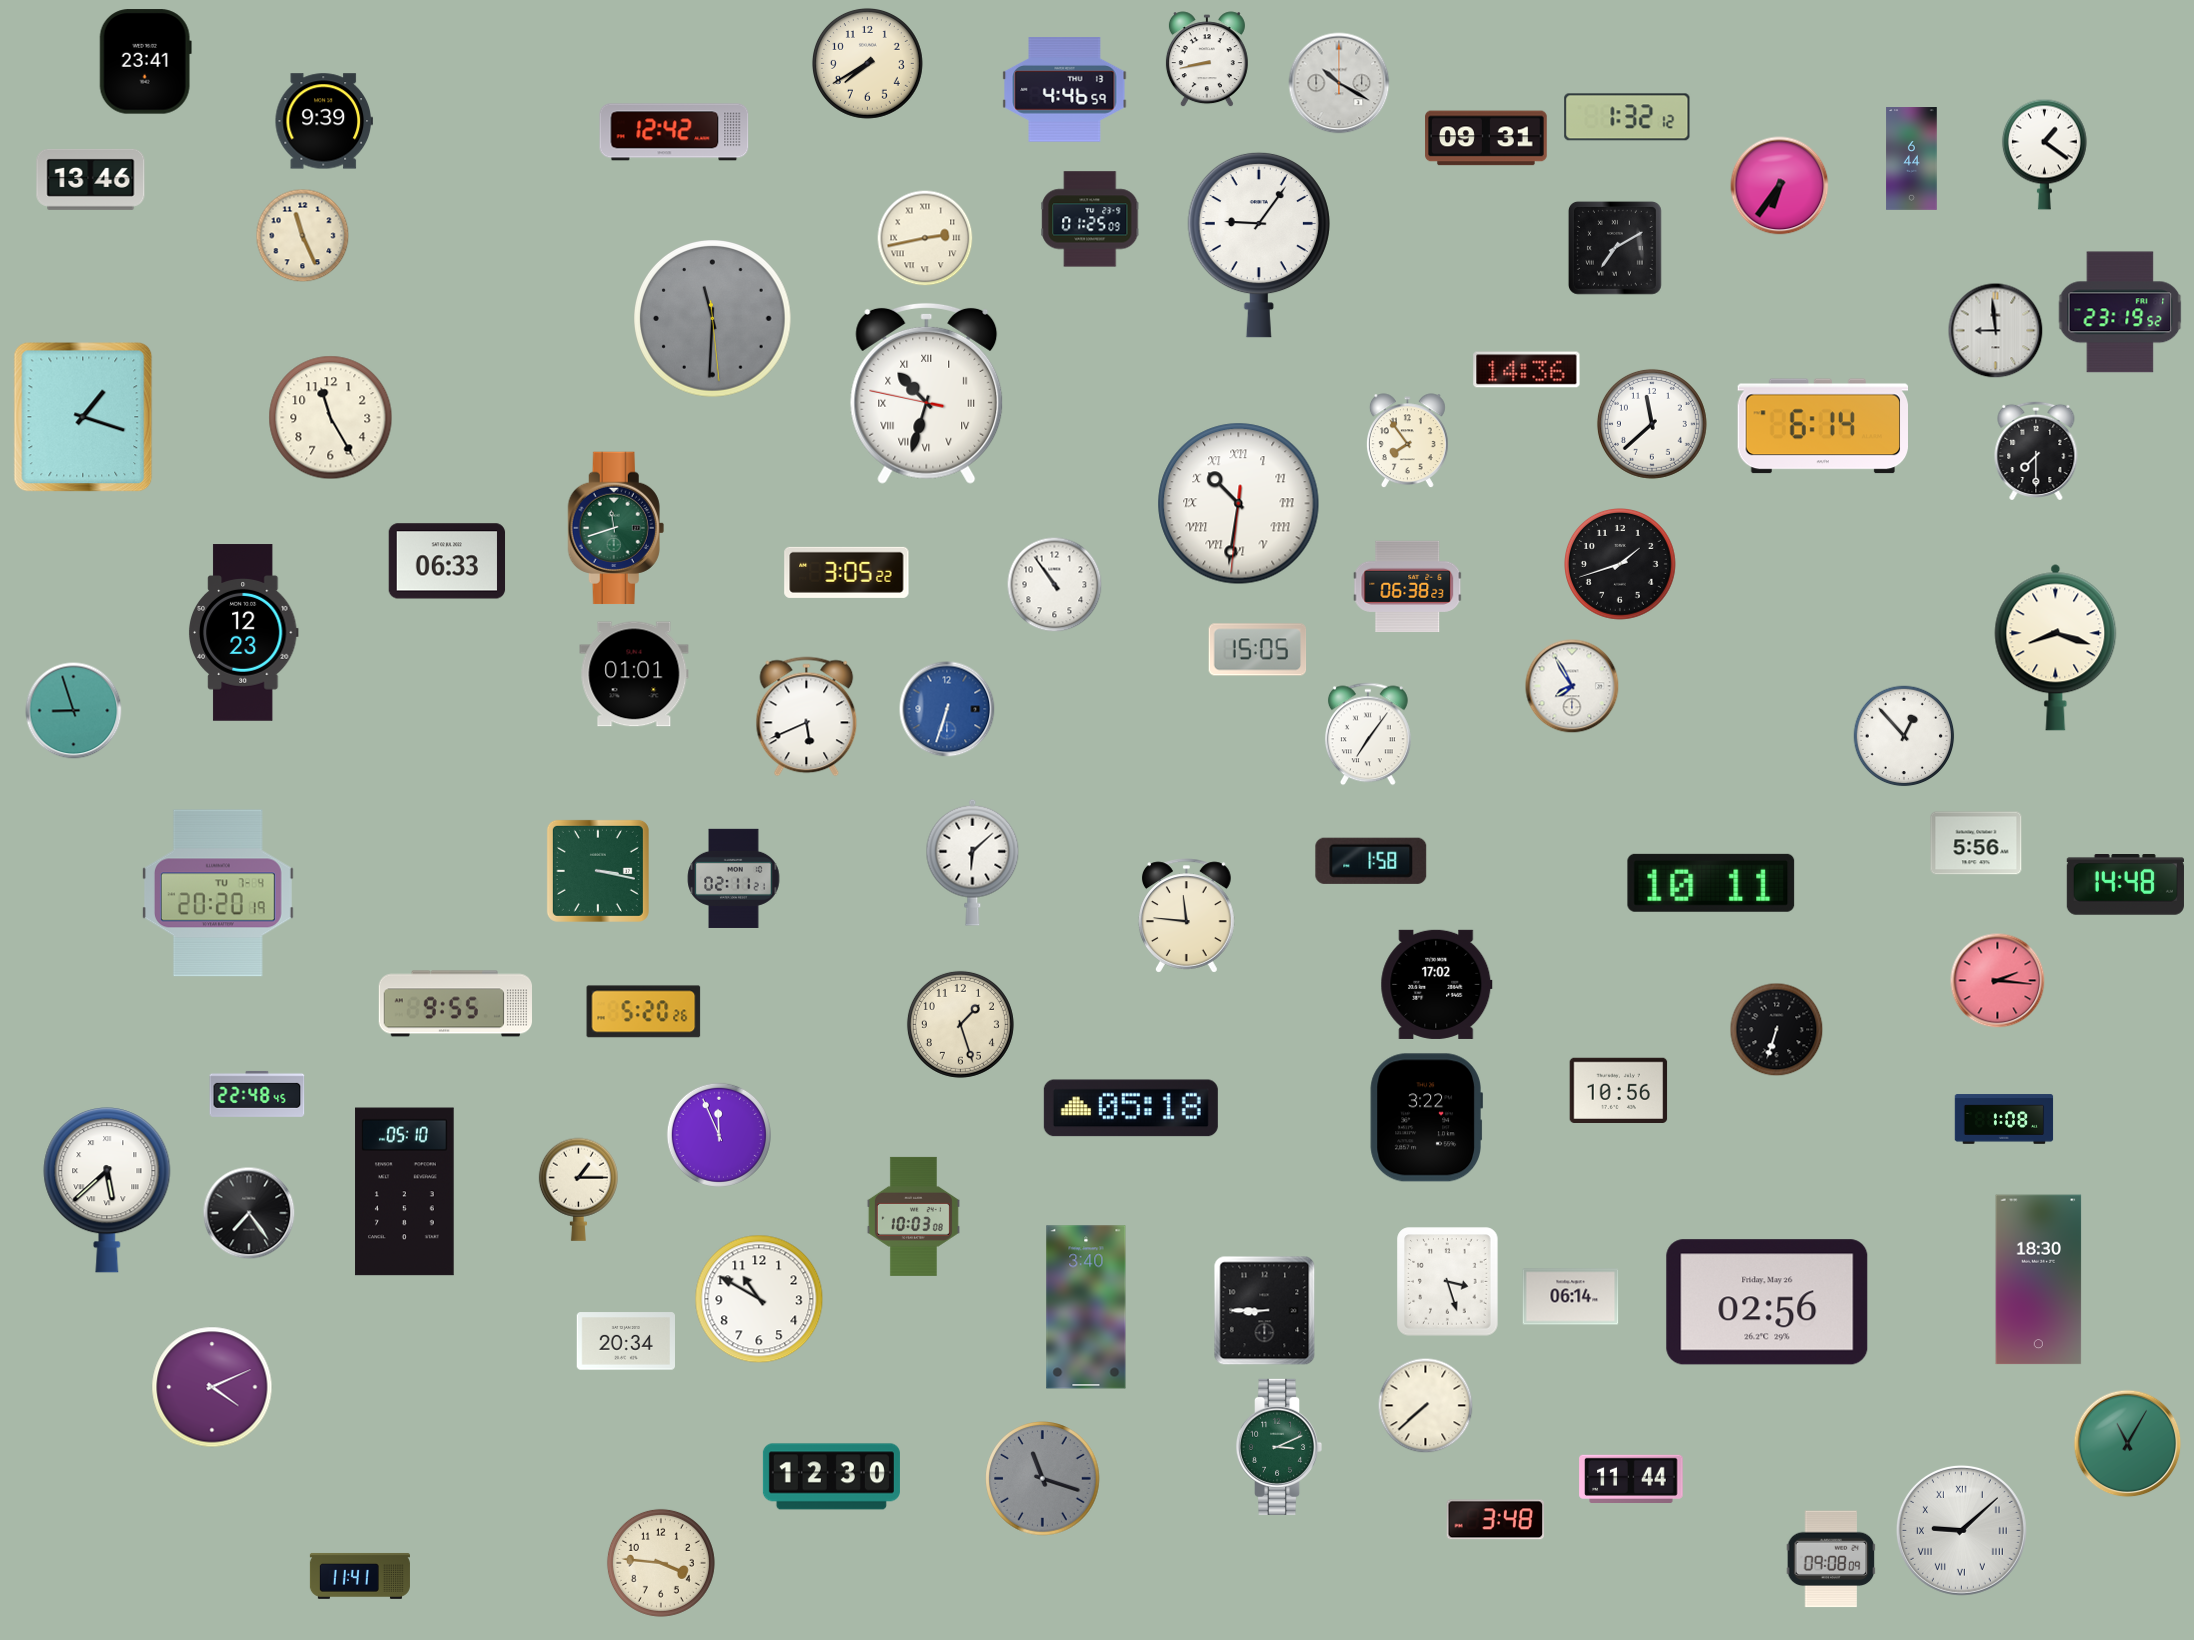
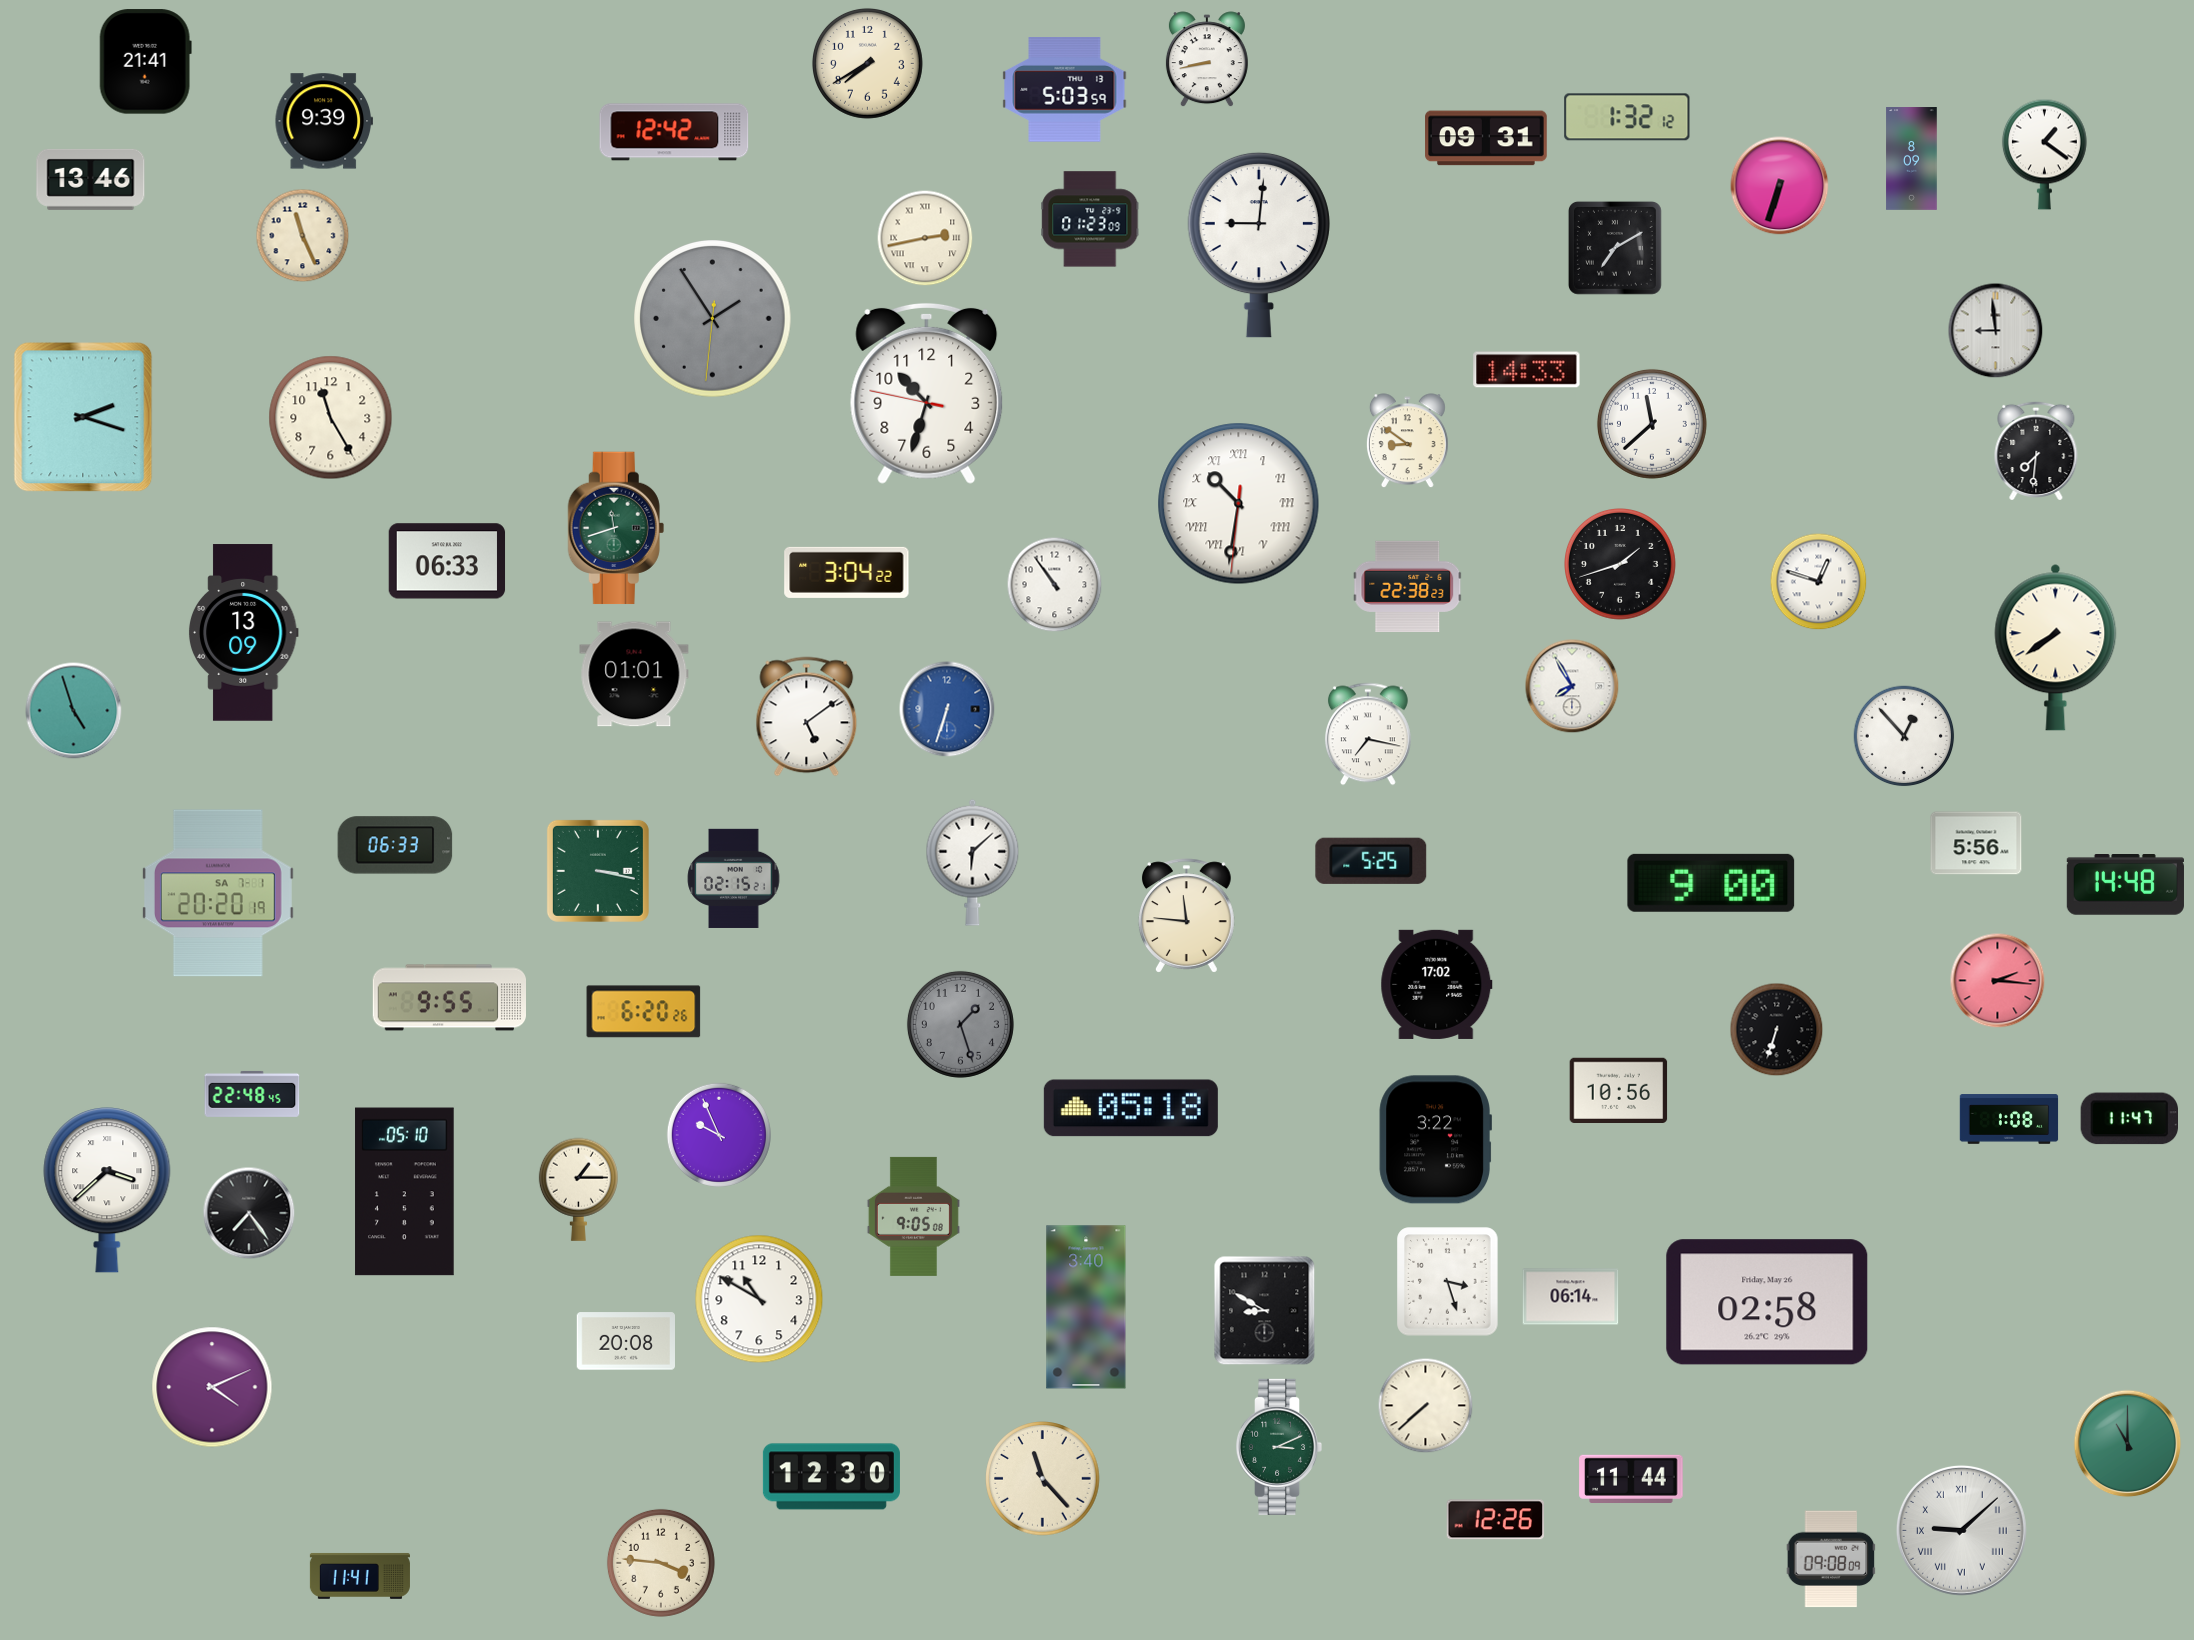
clock at (145, 62): 23:41 -> 21:41
clock at (1339, 83): 10:20 -> none
clock at (1065, 90): 4:46 -> 5:03
clock at (1912, 159): 6:44 -> 8:09
clock at (1780, 186): 6:36 -> 6:33
clock at (1090, 219): 01:25 -> 01:23
clock at (1259, 245): 9:06 -> 9:01
clock at (2120, 312): 23:19 -> none
clock at (713, 319): 11:30 -> 1:54
clock at (1527, 370): 14:36 -> 14:33
clock at (927, 393) numerals: Roman -> Arabic
clock at (83, 417): 1:18 -> 2:18
clock at (1822, 426): 6:14 -> none
clock at (1407, 441): 7:54 -> 8:51
clock at (2036, 450): 7:30 -> 7:31
clock at (847, 572): 3:05 -> 3:04
clock at (1819, 582): none -> 12:48
clock at (1408, 586): 06:38 -> 22:38
clock at (243, 633): 12:23 -> 13:09
clock at (2056, 647): 8:18 -> 7:39
clock at (1258, 650): 15:05 -> none
clock at (74, 711): 8:57 -> 4:57
clock at (807, 717): 5:41 -> 5:09
clock at (1368, 734): 7:06 -> 7:17
clock at (395, 845): none -> 06:33
clock at (1371, 861): 1:58 -> 5:25
clock at (734, 878): 02:11 -> 02:15
clock at (1711, 883): 10:11 -> 9:00
clock at (218, 893) date: TU 7-4 -> SA 7-1
clock at (455, 1004) position: (455, 1004) -> (449, 998)
clock at (644, 1012): 5:20 -> 6:20
clock at (960, 1024) dial: cream -> grey
clock at (257, 1094) position: (257, 1094) -> (252, 1094)
clock at (1426, 1118) position: (1426, 1118) -> (1435, 1140)
clock at (2004, 1119) position: (2004, 1119) -> (2009, 1119)
clock at (2129, 1119): none -> 11:47
clock at (719, 1135): 11:56 -> 9:56
clock at (107, 1190): 5:38 -> 3:38
clock at (913, 1216): 10:03 -> 9:05
clock at (2039, 1280): 18:30 -> none
clock at (1767, 1302): 02:56 -> 02:58
clock at (1265, 1311): 8:45 -> 8:50
clock at (626, 1341): 20:34 -> 20:08
clock at (2128, 1444): 11:05 -> 11:00
clock at (1043, 1479): 11:18 -> 11:23
clock at (1043, 1479) dial: grey -> cream
clock at (1496, 1520): 3:48 -> 12:26
